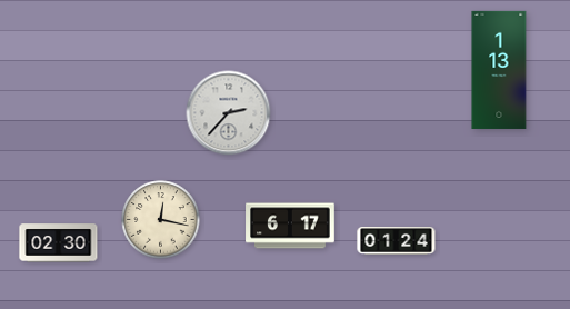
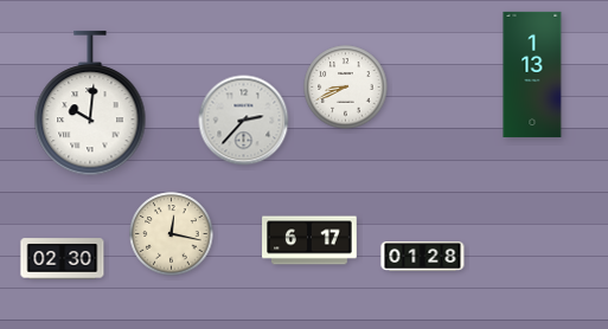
clock at (346, 88): none -> 8:41
clock at (90, 103): none -> 10:01
clock at (397, 241): 01:24 -> 01:28
